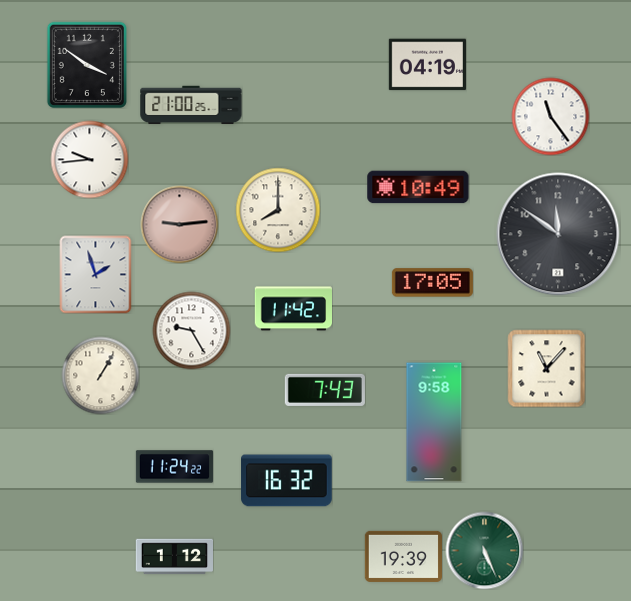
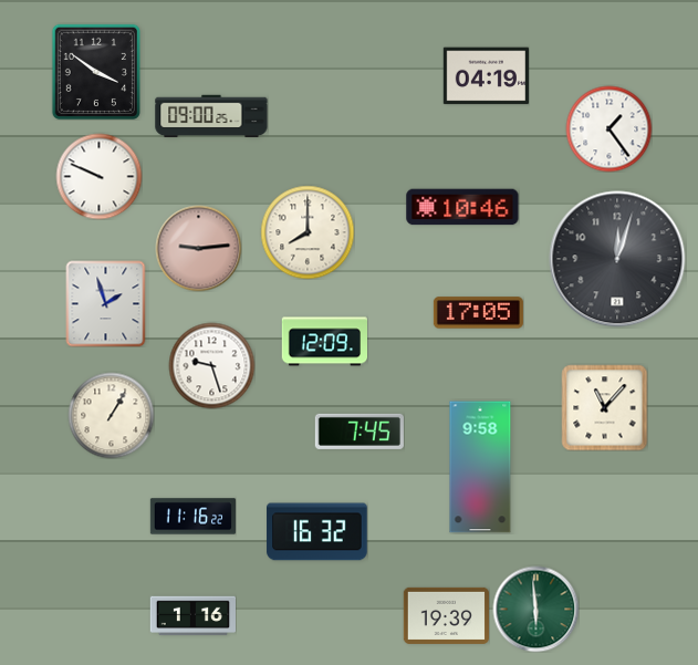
clock at (427, 65) position: (427, 65) -> (486, 76)
clock at (191, 105): 21:00 -> 09:00
clock at (550, 116): 11:24 -> 1:24
clock at (89, 159): 9:44 -> 9:49
clock at (418, 187): 10:49 -> 10:46
clock at (558, 234): 11:51 -> 12:03
clock at (293, 309): 11:42 -> 12:09
clock at (191, 330): 9:25 -> 9:27
clock at (325, 390): 7:43 -> 7:45
clock at (174, 467): 11:24 -> 11:16
clock at (484, 550): 5:26 -> 5:59
clock at (174, 557): 1:12 -> 1:16
